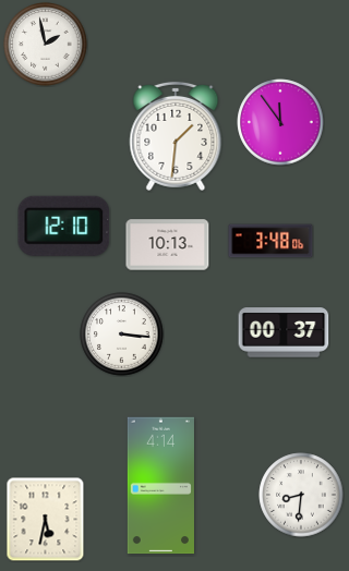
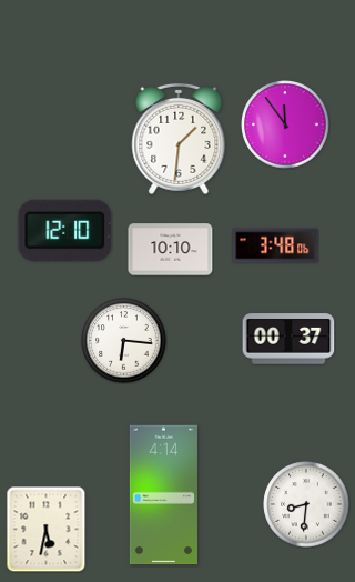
clock at (46, 45): 1:58 -> none
clock at (168, 245): 10:13 -> 10:10
clock at (122, 335): 3:16 -> 6:16
